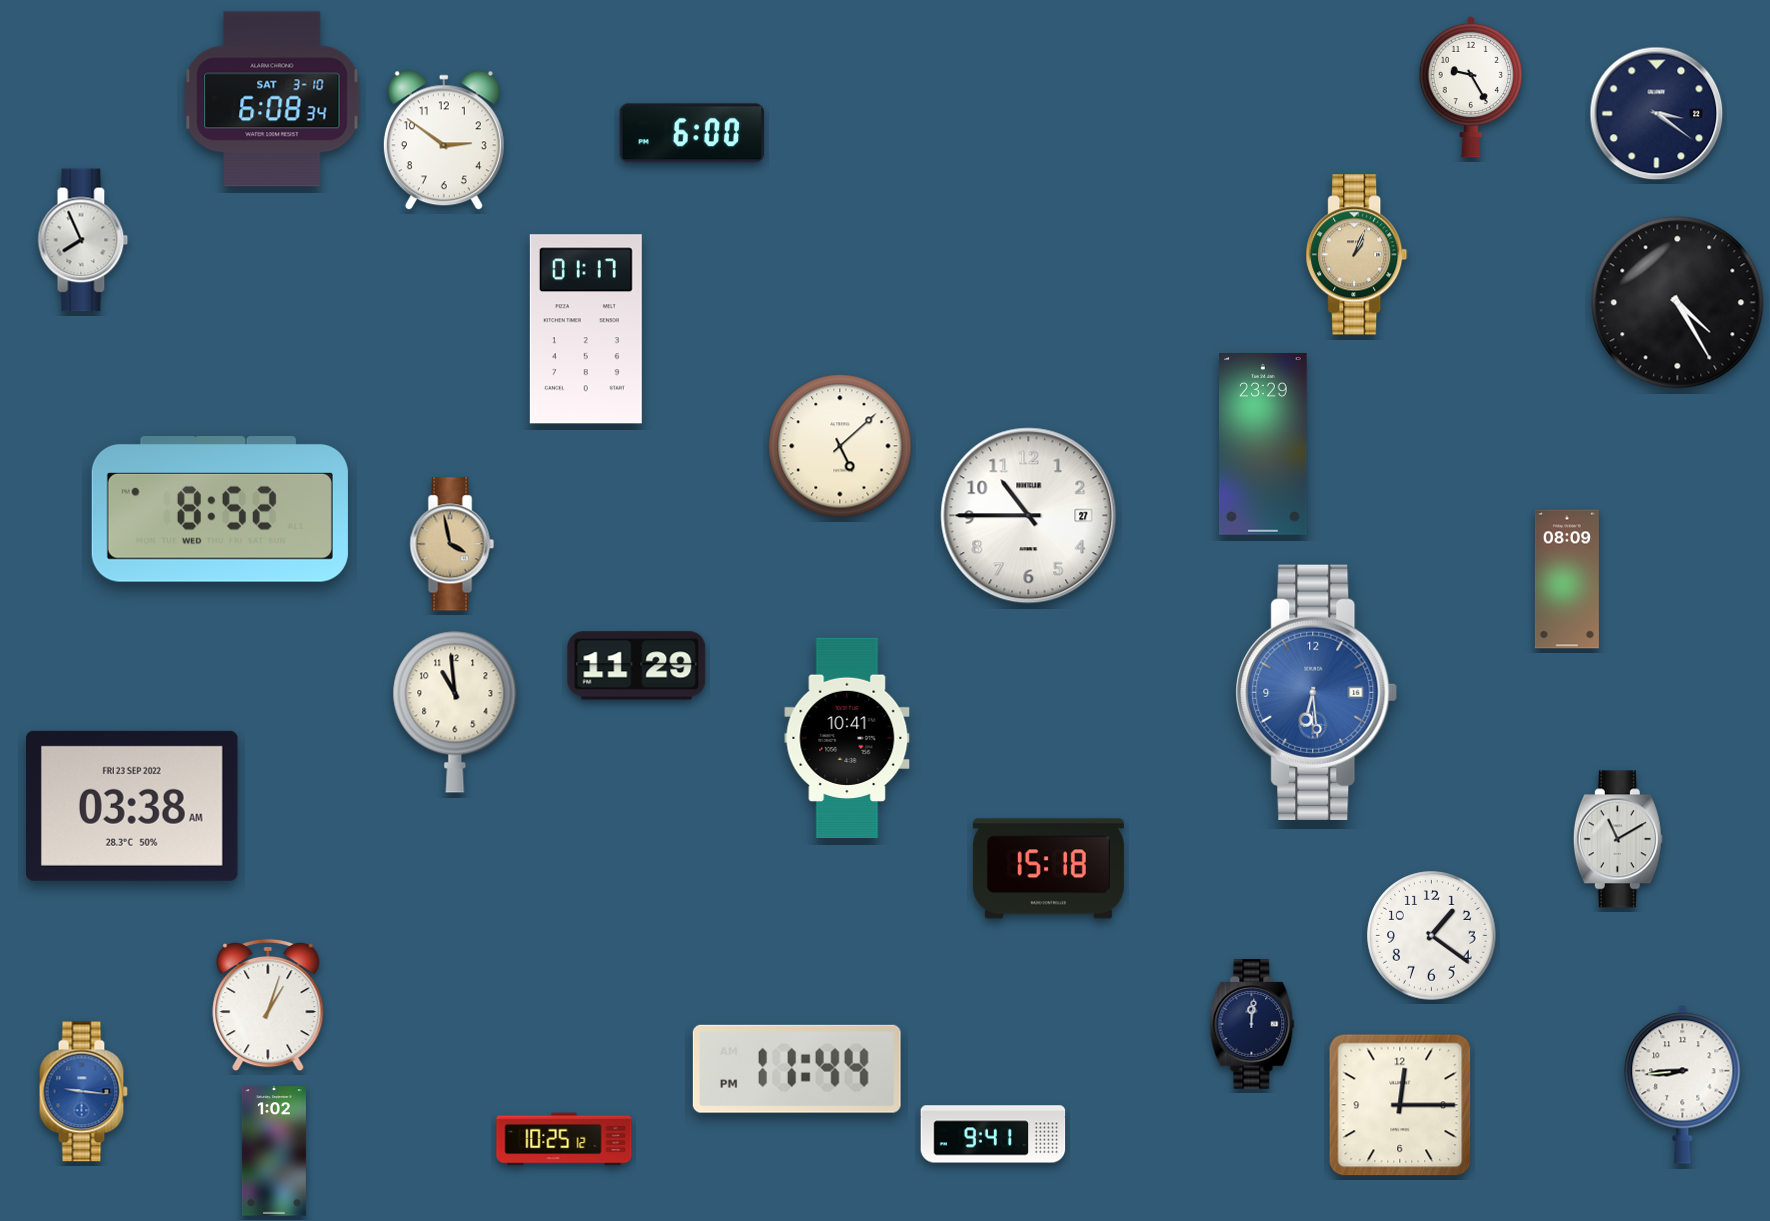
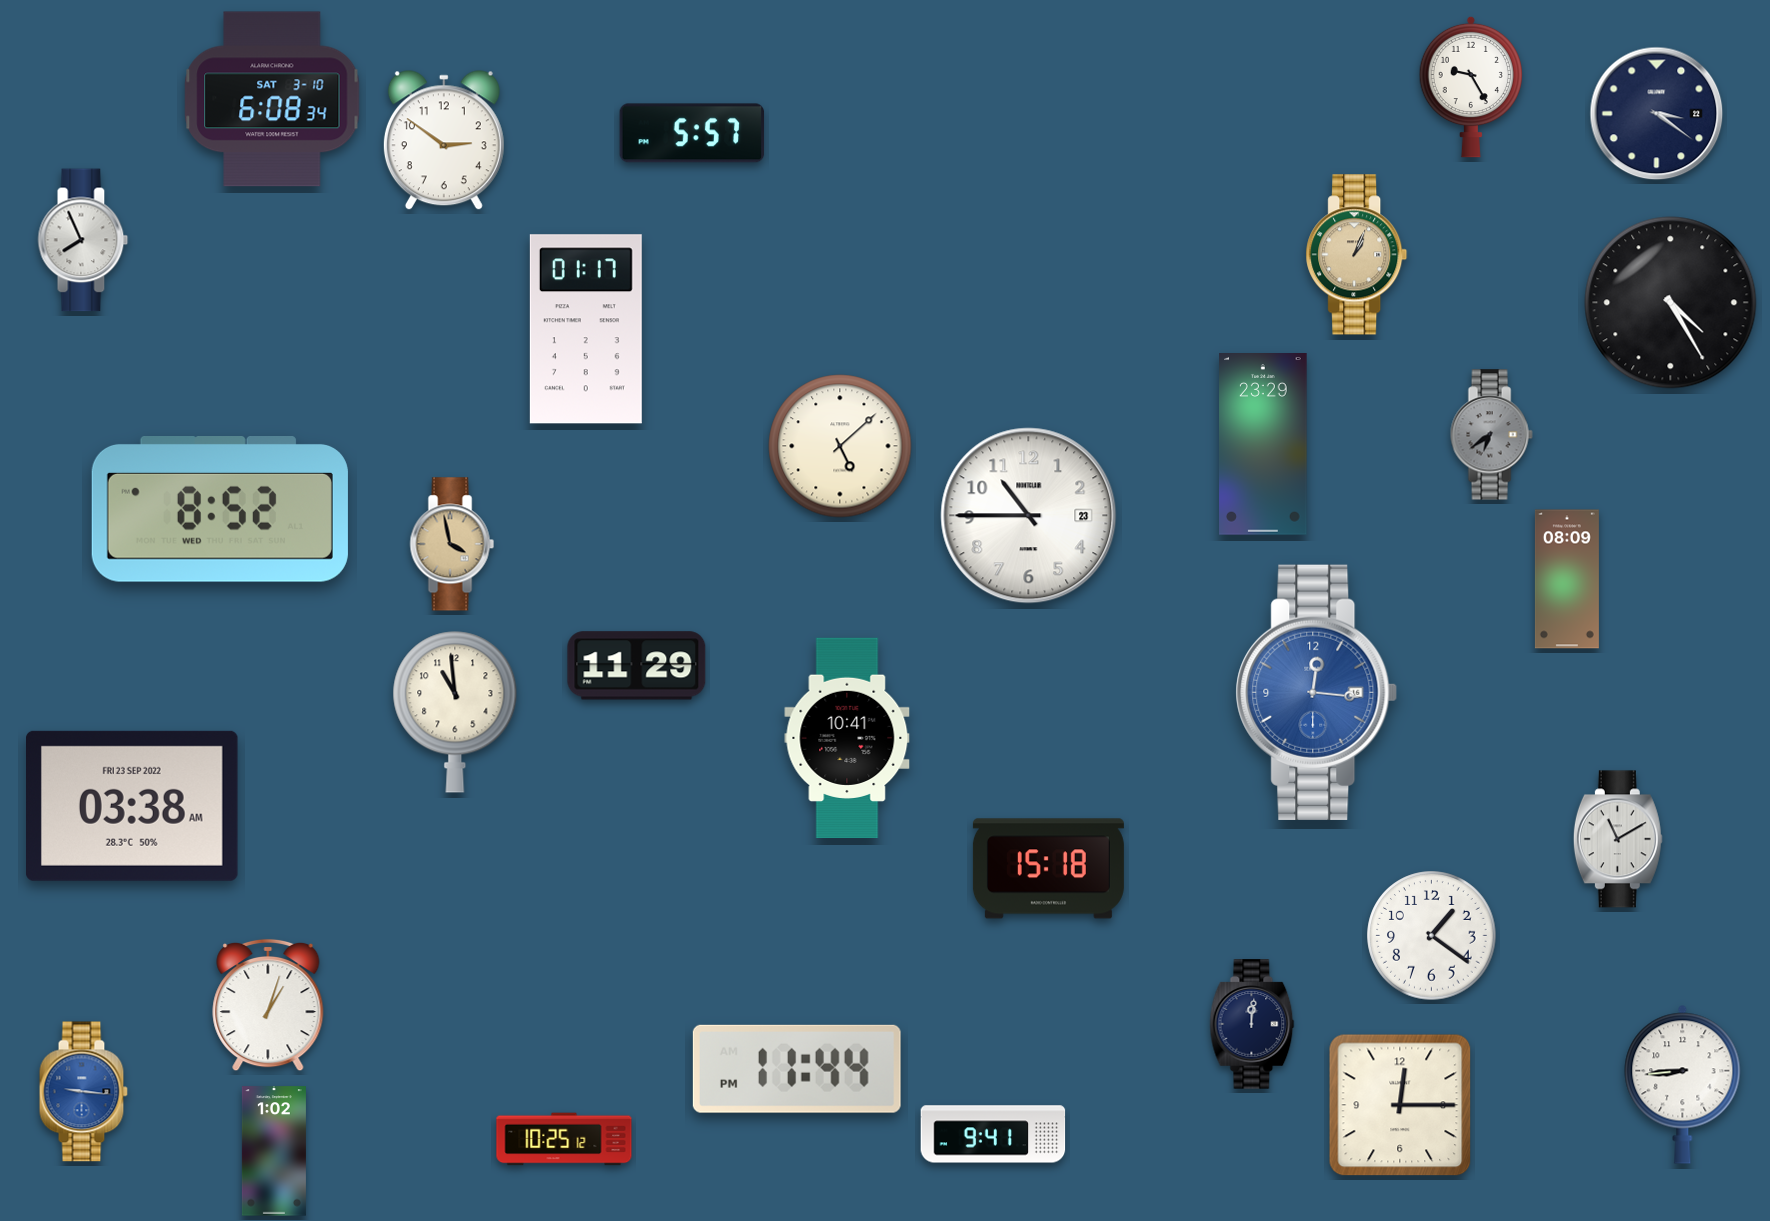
clock at (692, 133): 6:00 -> 5:57
clock at (1678, 303) position: (1678, 303) -> (1671, 303)
clock at (1491, 435): none -> 6:39
clock at (1029, 516) date: 27 -> 23
clock at (1317, 692): 6:29 -> 12:16
